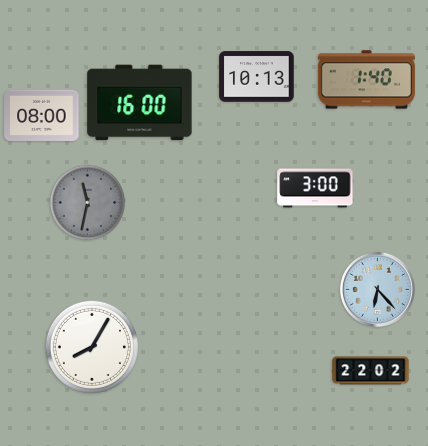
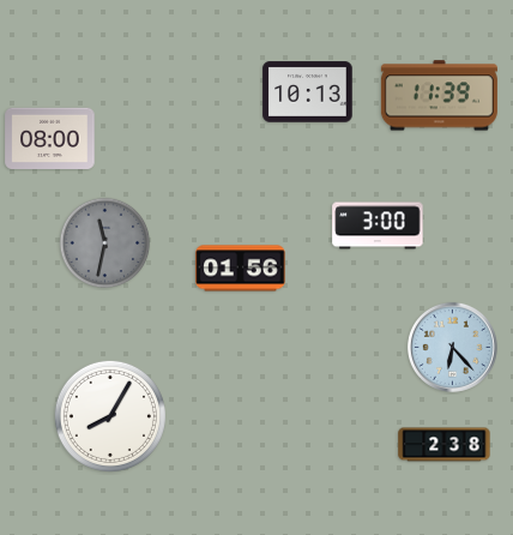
clock at (366, 80): 1:40 -> 11:39
clock at (140, 103): 16:00 -> none
clock at (241, 269): none -> 01:56
clock at (371, 371): 22:02 -> 2:38
